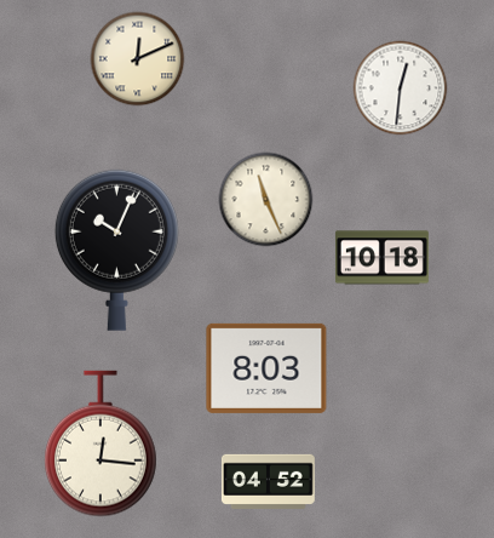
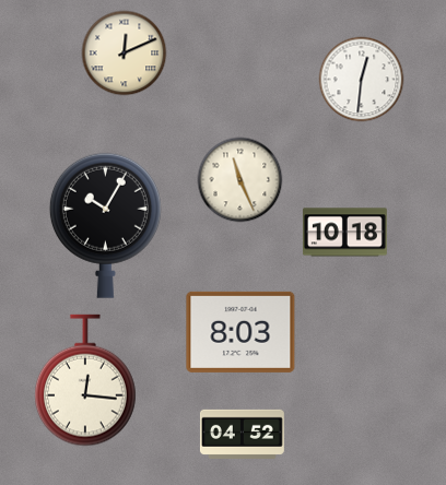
clock at (116, 250): 10:04 -> 10:05
clock at (102, 443) position: (102, 443) -> (86, 380)
